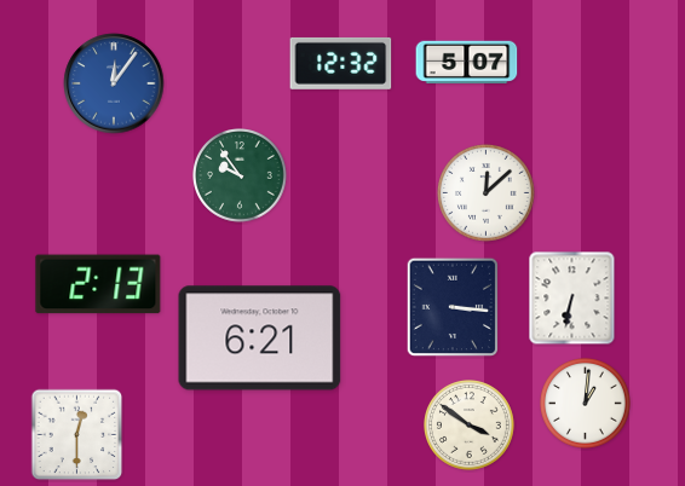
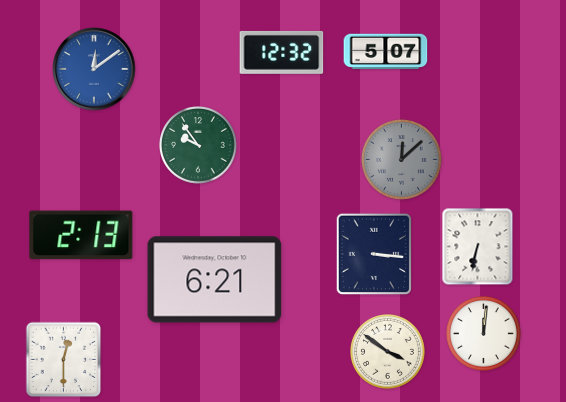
clock at (114, 83): 12:06 -> 12:09
clock at (487, 193) dial: white -> grey
clock at (572, 299) position: (572, 299) -> (478, 247)
clock at (586, 404): 1:01 -> 12:01
